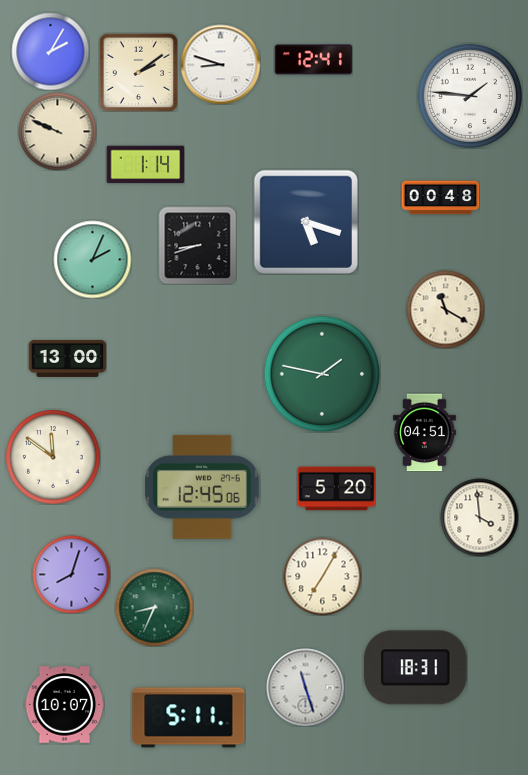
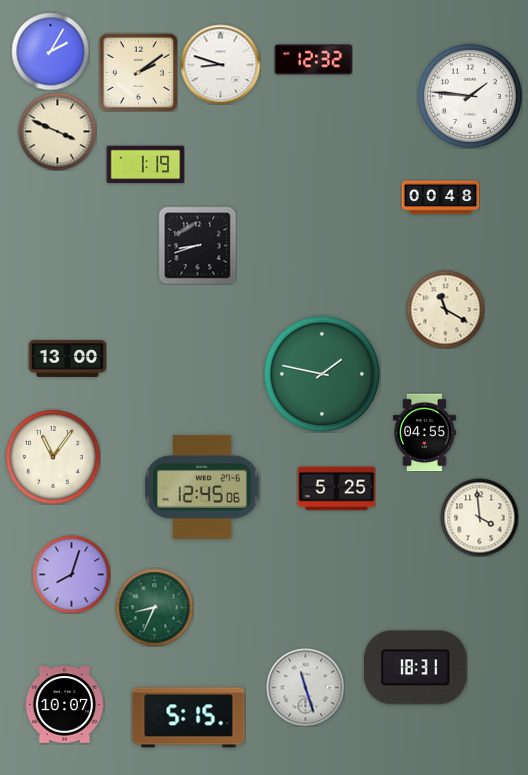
clock at (313, 60): 12:41 -> 12:32
clock at (57, 131): 9:49 -> 3:49
clock at (145, 165): 1:14 -> 1:19
clock at (306, 222): 5:18 -> none
clock at (92, 259): 2:04 -> none
clock at (424, 432): 04:51 -> 04:55
clock at (53, 457): 11:51 -> 11:06
clock at (336, 489): 5:20 -> 5:25
clock at (322, 576): 7:05 -> none
clock at (189, 718): 5:11 -> 5:15
